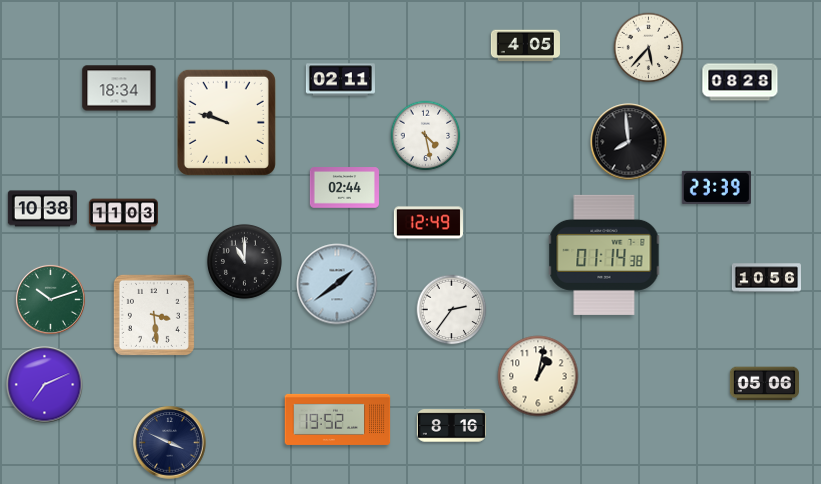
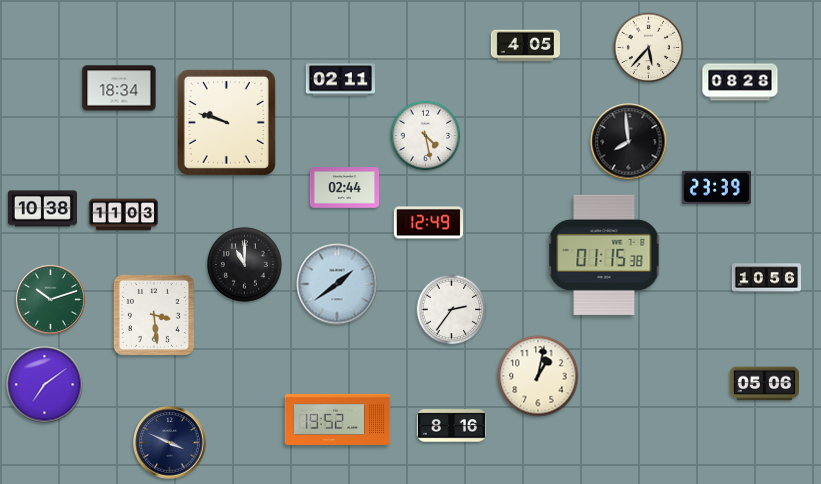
clock at (604, 255): 01:14 -> 01:15
clock at (244, 261) position: (244, 261) -> (244, 264)
clock at (45, 385): 7:11 -> 7:09
